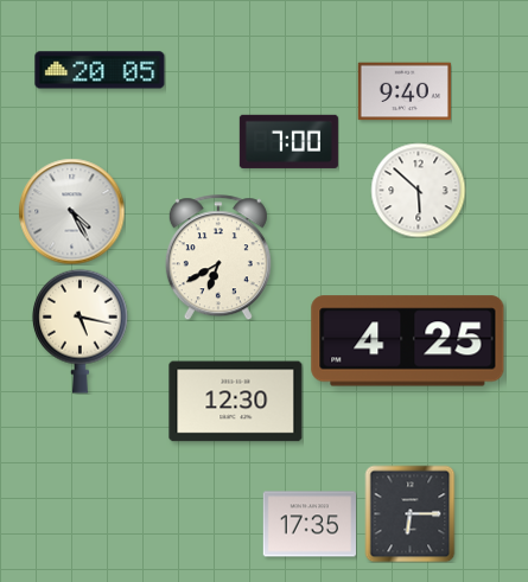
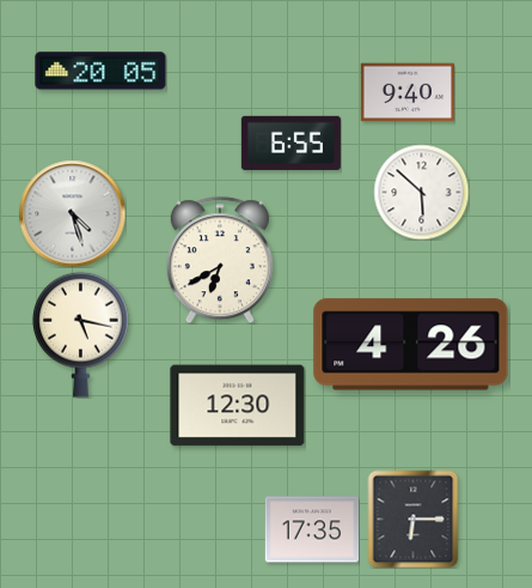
clock at (288, 141): 7:00 -> 6:55
clock at (71, 211): 4:25 -> 4:27
clock at (408, 341): 4:25 -> 4:26
